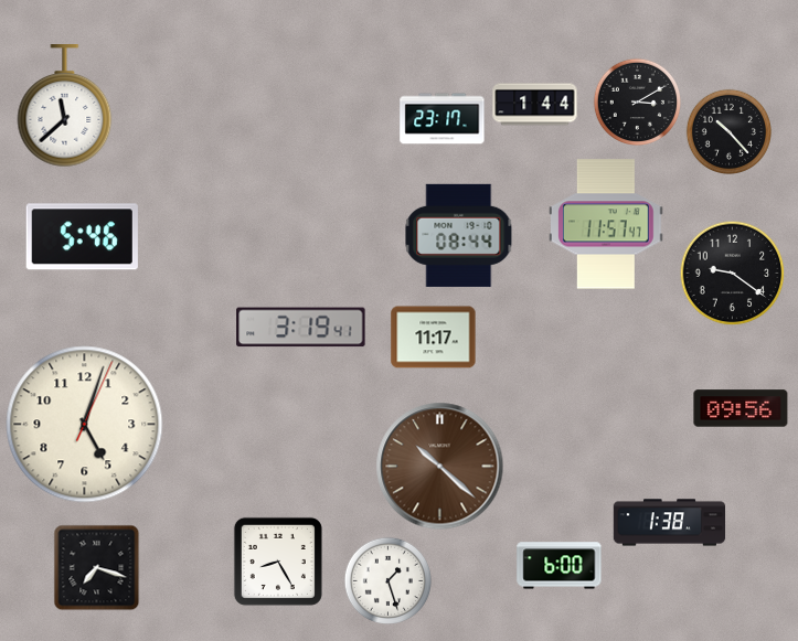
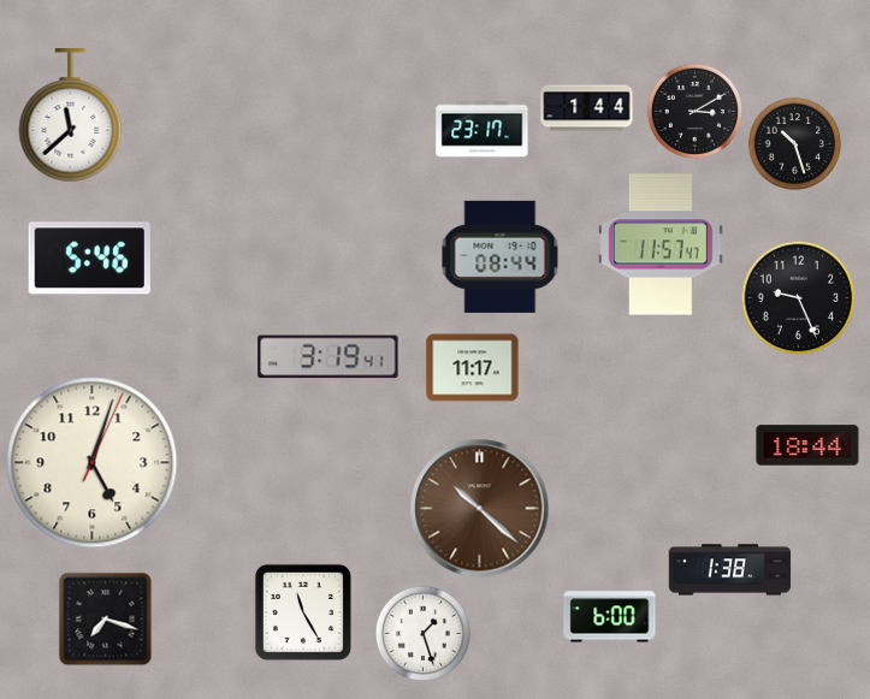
clock at (535, 105) position: (535, 105) -> (587, 108)
clock at (728, 131): 10:23 -> 10:27
clock at (732, 273): 9:21 -> 9:26
clock at (741, 408): 09:56 -> 18:44
clock at (278, 562): 8:25 -> 11:25
